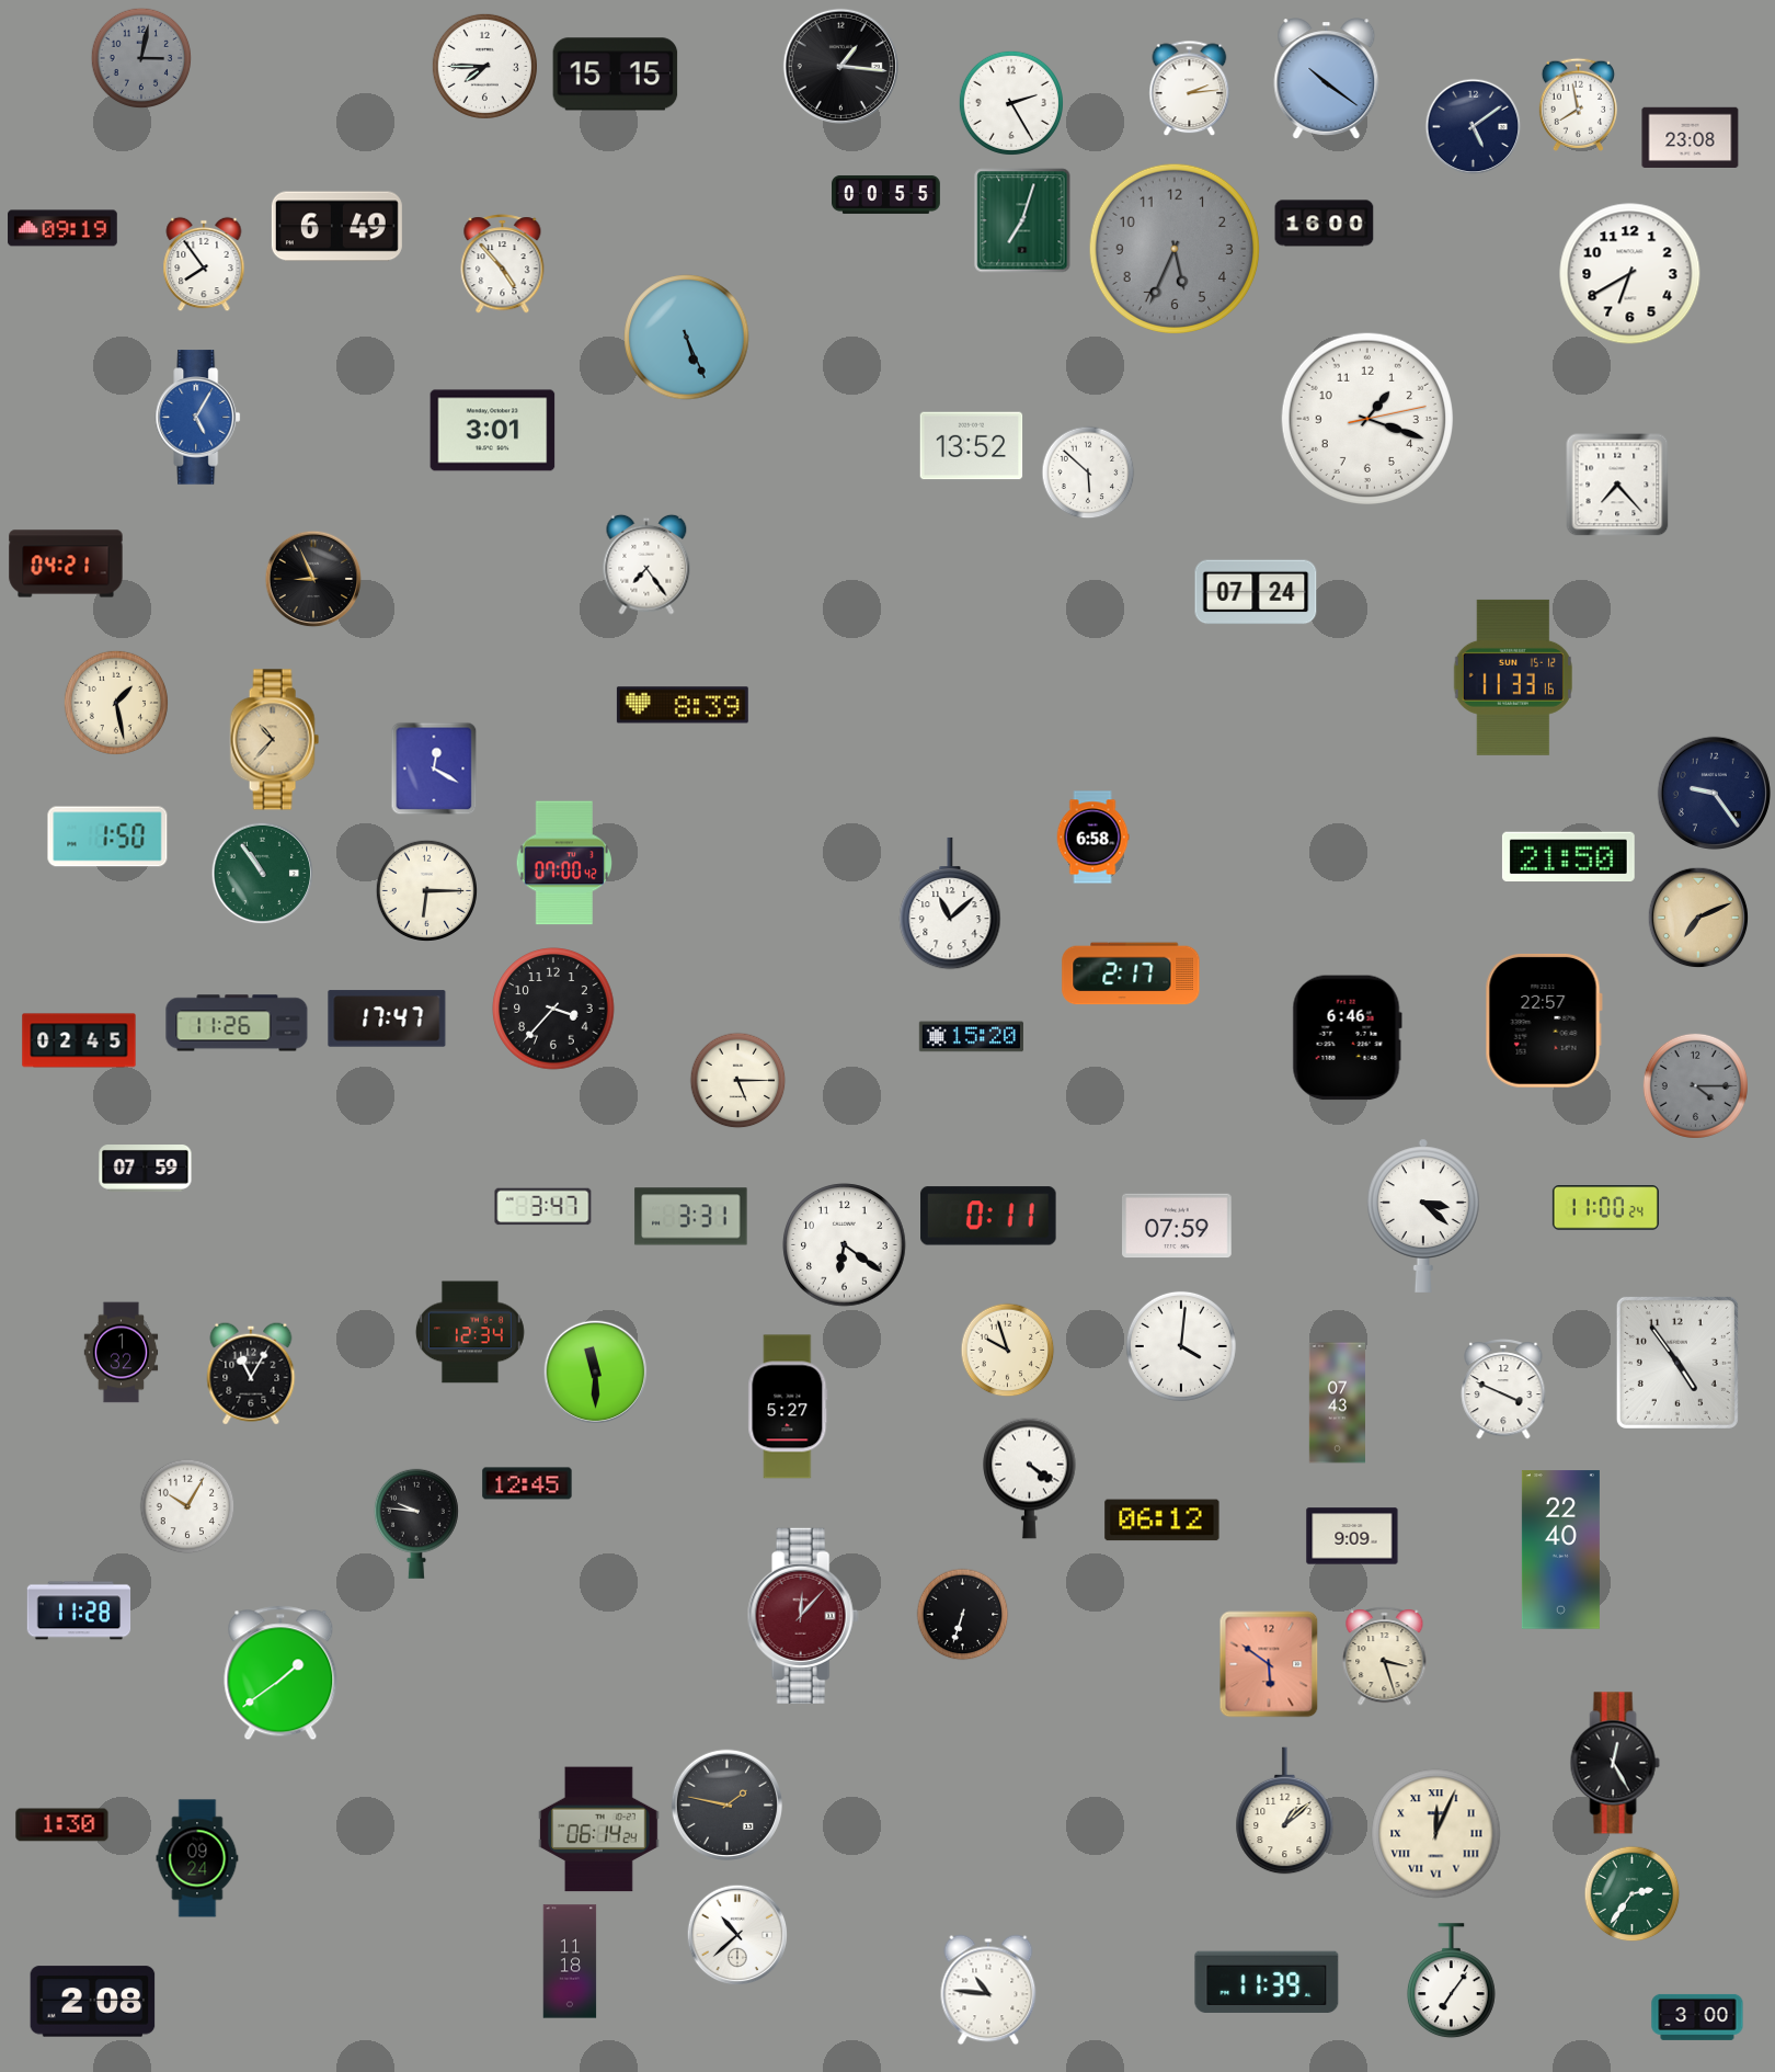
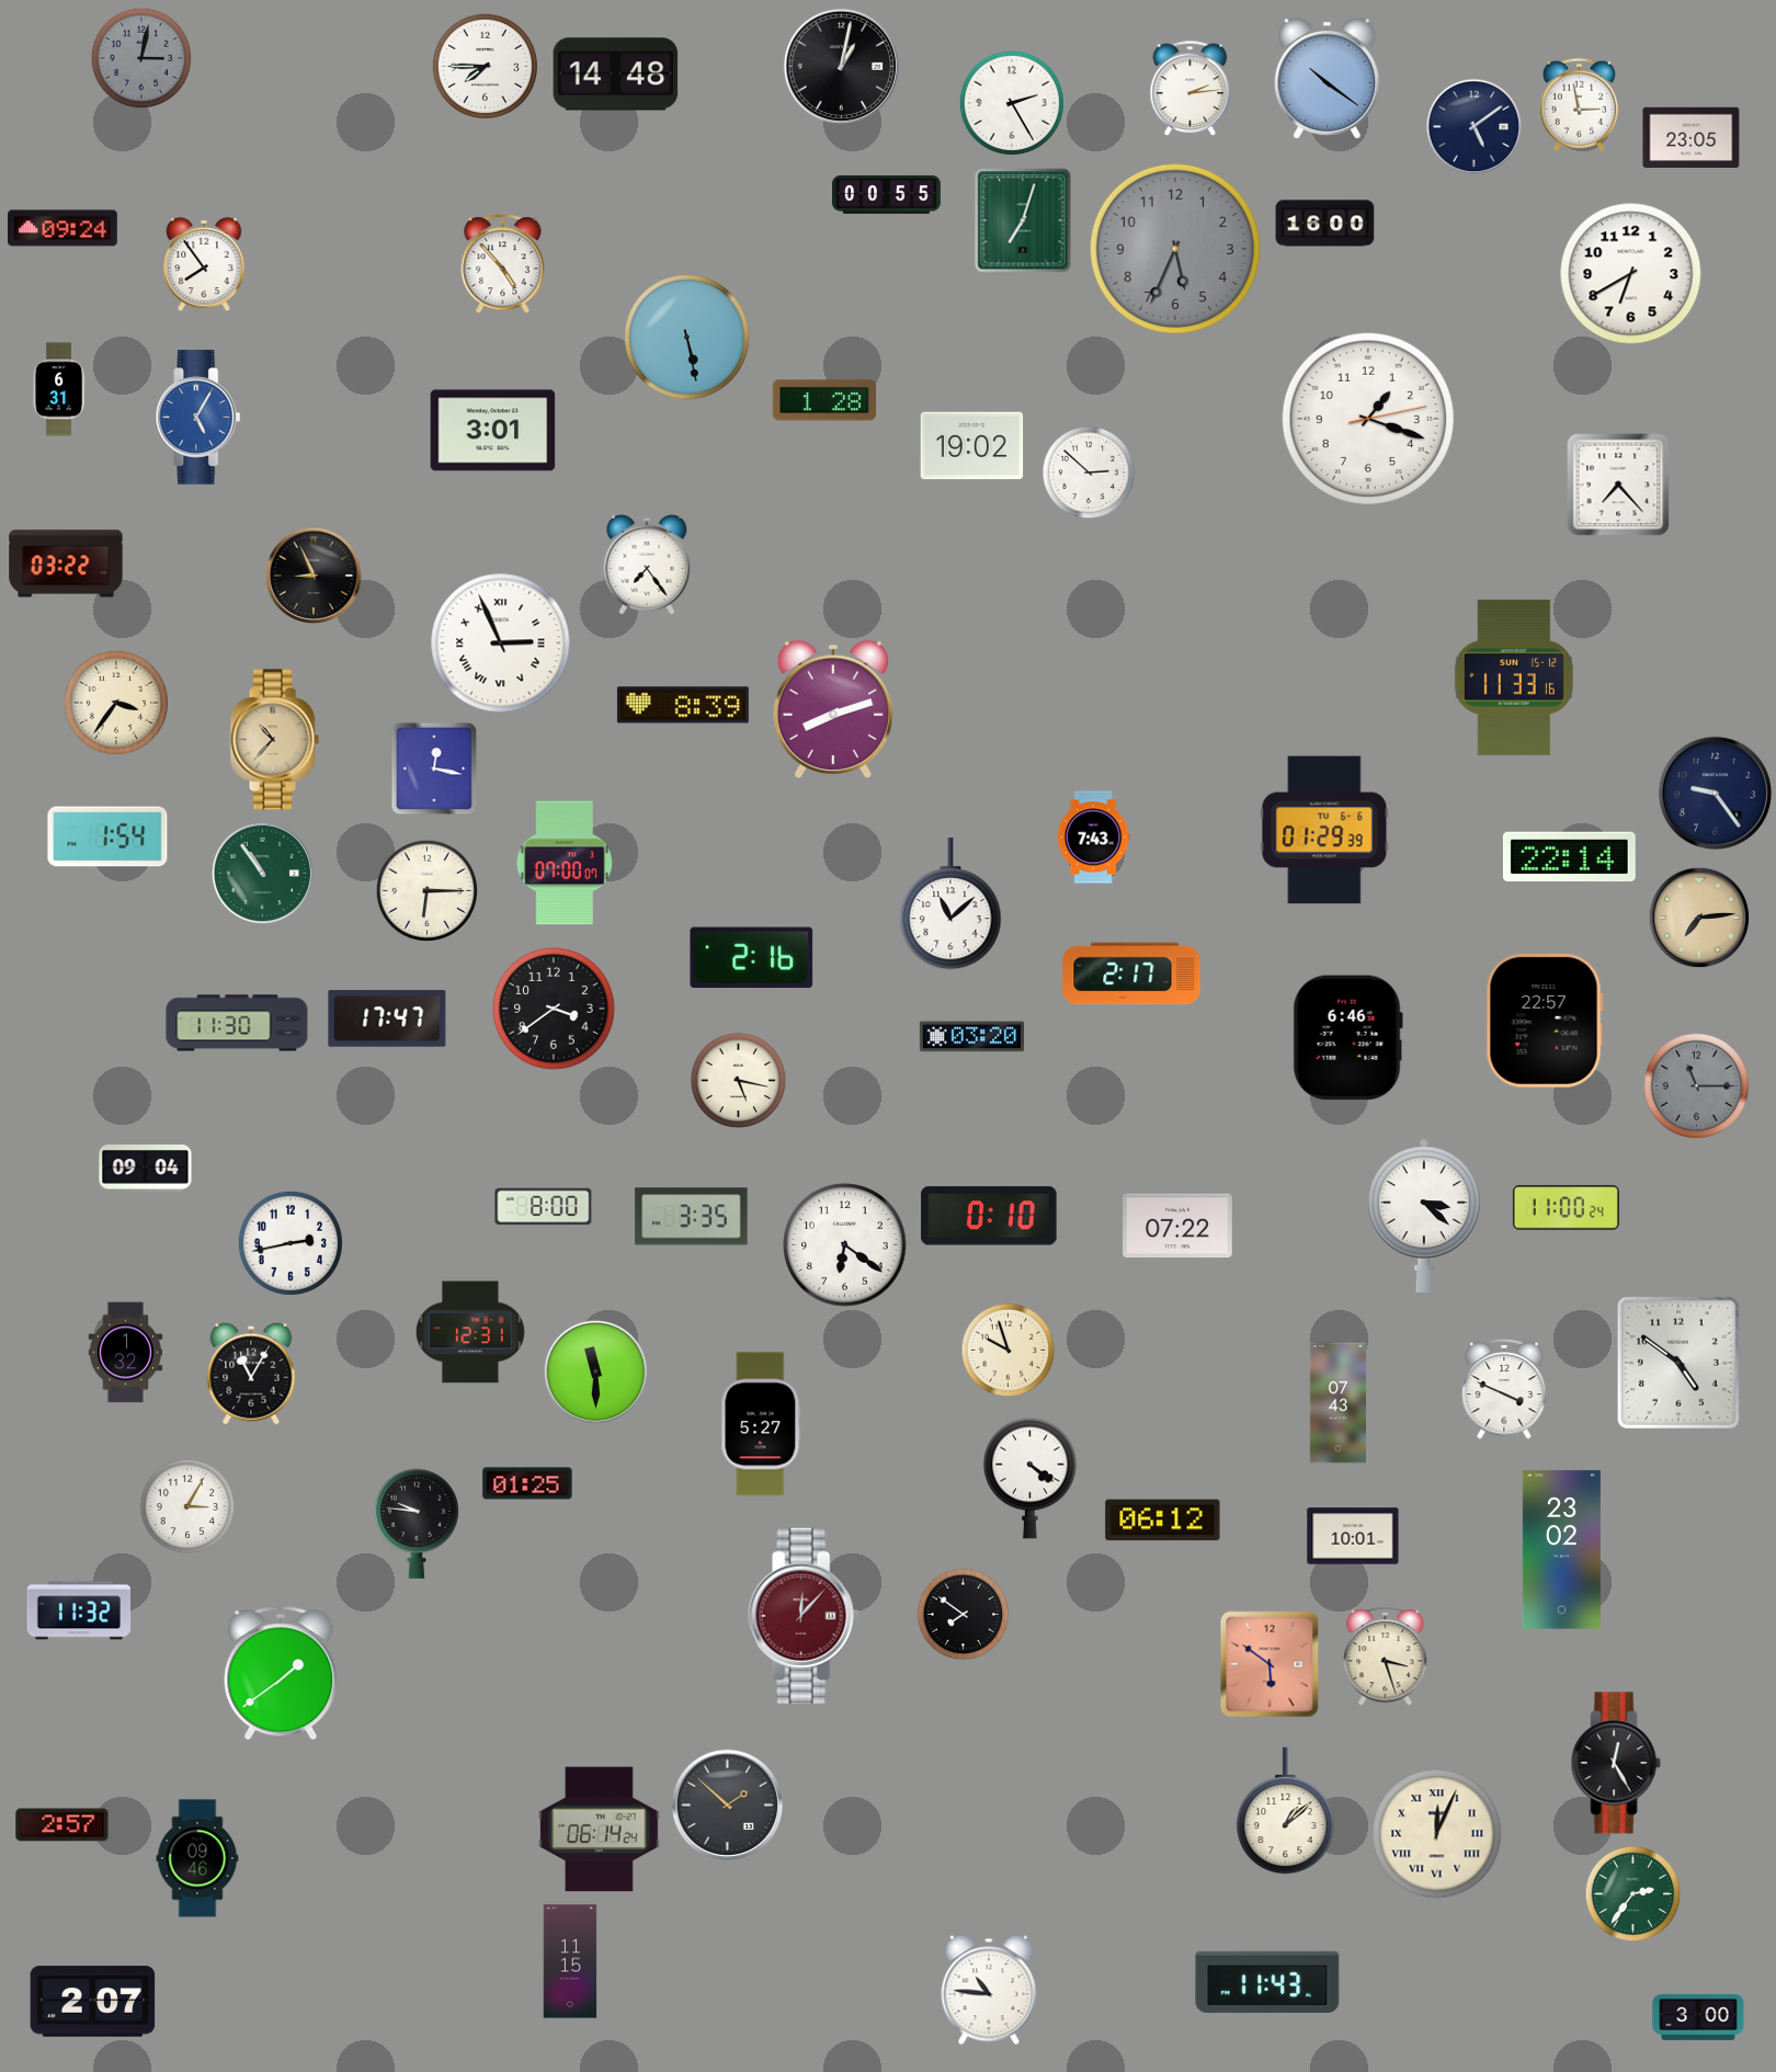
clock at (840, 66): 1:16 -> 1:02
clock at (616, 75): 15:15 -> 14:48
clock at (1578, 104): 7:58 -> 2:58
clock at (1691, 137): 23:08 -> 23:05
clock at (336, 227): 6:49 -> none
clock at (62, 228): 09:19 -> 09:24
clock at (687, 338): 5:26 -> 5:28
clock at (59, 389): none -> 6:31
clock at (823, 400): none -> 1:28
clock at (972, 446): 13:52 -> 19:02
clock at (1088, 473): 5:52 -> 2:52
clock at (66, 563): 04:21 -> 03:22
clock at (313, 579) position: (313, 579) -> (314, 576)
clock at (1256, 592): 07:24 -> none
clock at (501, 644): none -> 2:56
clock at (116, 703): 1:28 -> 3:36
clock at (833, 709): none -> 8:12
clock at (434, 769): 12:20 -> 12:17
clock at (1324, 830): none -> 01:29
clock at (107, 836): 1:50 -> 1:54
clock at (1092, 838): 6:58 -> 7:43
clock at (1568, 857): 21:50 -> 22:14
clock at (563, 863): 07:00:42 -> 07:00:07
clock at (1698, 918): 7:11 -> 7:14
clock at (752, 958): none -> 2:16
clock at (553, 1009): 3:37 -> 3:39
clock at (237, 1023): 11:26 -> 11:30
clock at (971, 1037): 15:20 -> 03:20
clock at (79, 1040): 02:45 -> none
clock at (738, 1081): 5:15 -> 5:17
clock at (1695, 1085): 4:15 -> 11:15
clock at (146, 1169): 07:59 -> 09:04
clock at (543, 1207): 3:47 -> 8:00
clock at (1605, 1208) position: (1605, 1208) -> (1566, 1208)
clock at (988, 1216): 0:11 -> 0:10
clock at (691, 1217): 3:31 -> 3:35
clock at (1178, 1226): 07:59 -> 07:22
clock at (291, 1243): none -> 2:43
clock at (470, 1332): 12:34 -> 12:31
clock at (1181, 1346): 4:01 -> none
clock at (122, 1353) position: (122, 1353) -> (126, 1353)
clock at (1677, 1363): 4:54 -> 4:51
clock at (788, 1407) position: (788, 1407) -> (761, 1424)
clock at (527, 1483): 12:45 -> 01:25
clock at (187, 1506): 10:05 -> 3:05
clock at (1352, 1536): 9:09 -> 10:01
clock at (1560, 1550): 22:40 -> 23:02
clock at (79, 1610): 11:28 -> 11:32
clock at (963, 1615): 6:33 -> 7:51
clock at (726, 1805): 1:47 -> 1:52
clock at (62, 1825): 1:30 -> 2:57
clock at (197, 1858): 09:24 -> 09:46
clock at (737, 1935): 10:38 -> none
clock at (570, 1961): 11:18 -> 11:15
clock at (1451, 1981): 7:06 -> none
clock at (1267, 1982): 11:39 -> 11:43
clock at (93, 2002): 2:08 -> 2:07
